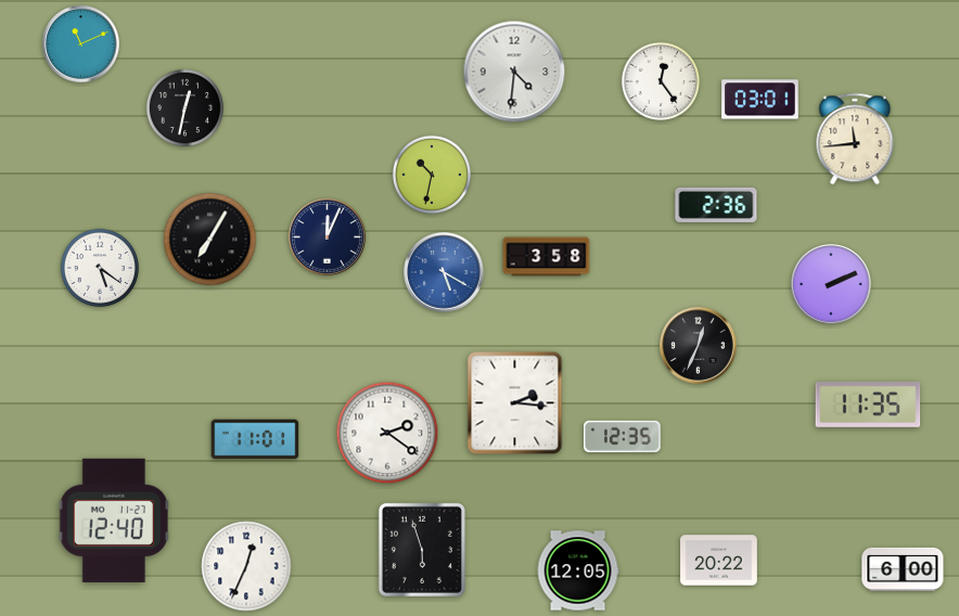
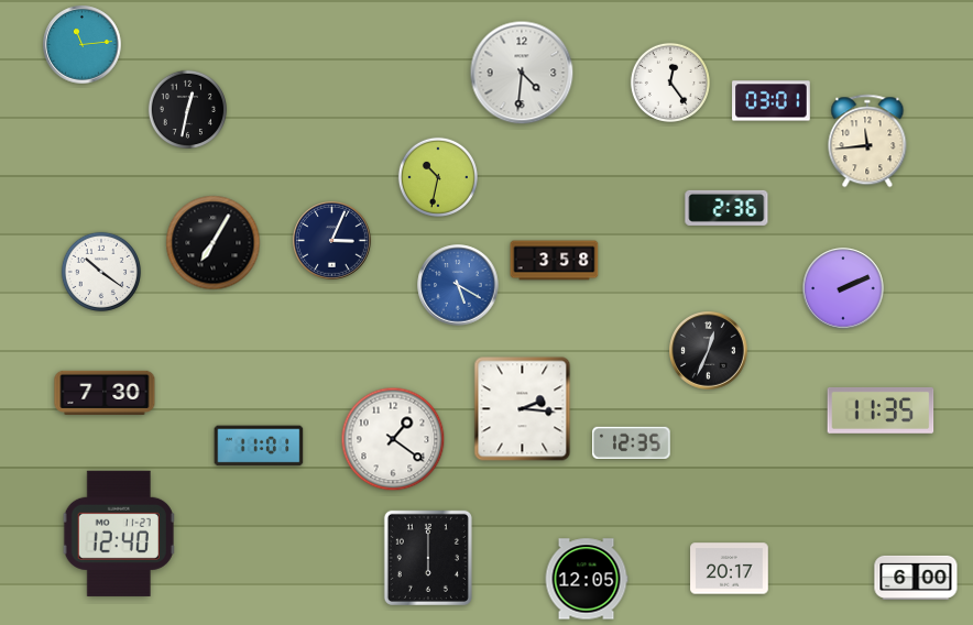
clock at (81, 44): 11:11 -> 11:14
clock at (328, 238): 12:04 -> 3:04
clock at (100, 268): 5:21 -> 10:21
clock at (444, 272) position: (444, 272) -> (458, 285)
clock at (105, 393): none -> 7:30
clock at (387, 433): 2:21 -> 1:21
clock at (114, 521) position: (114, 521) -> (119, 534)
clock at (422, 550): 5:57 -> 6:00
clock at (719, 561): 20:22 -> 20:17
clock at (246, 566): 12:34 -> none
